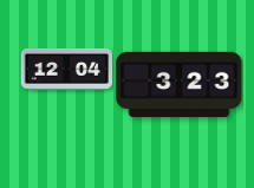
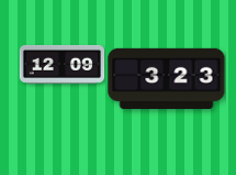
clock at (66, 69): 12:04 -> 12:09
